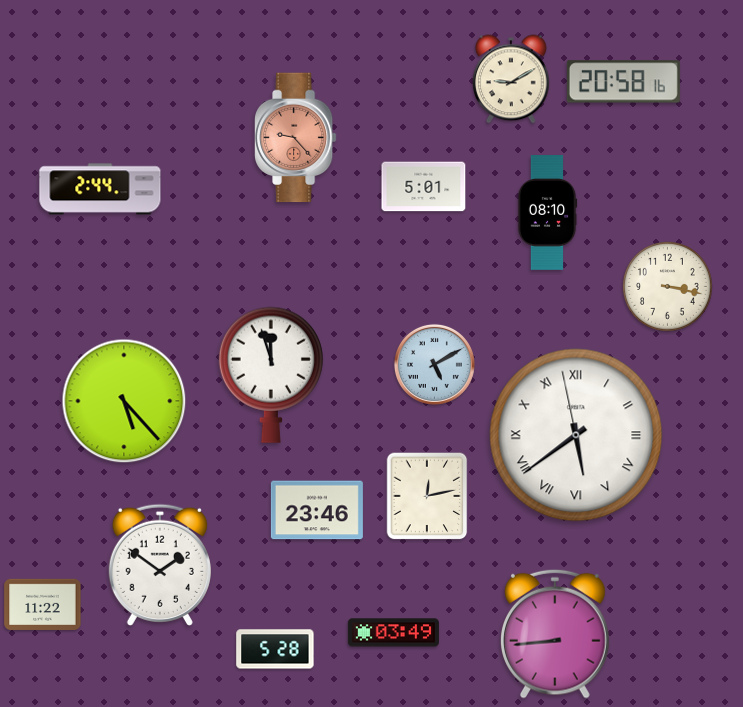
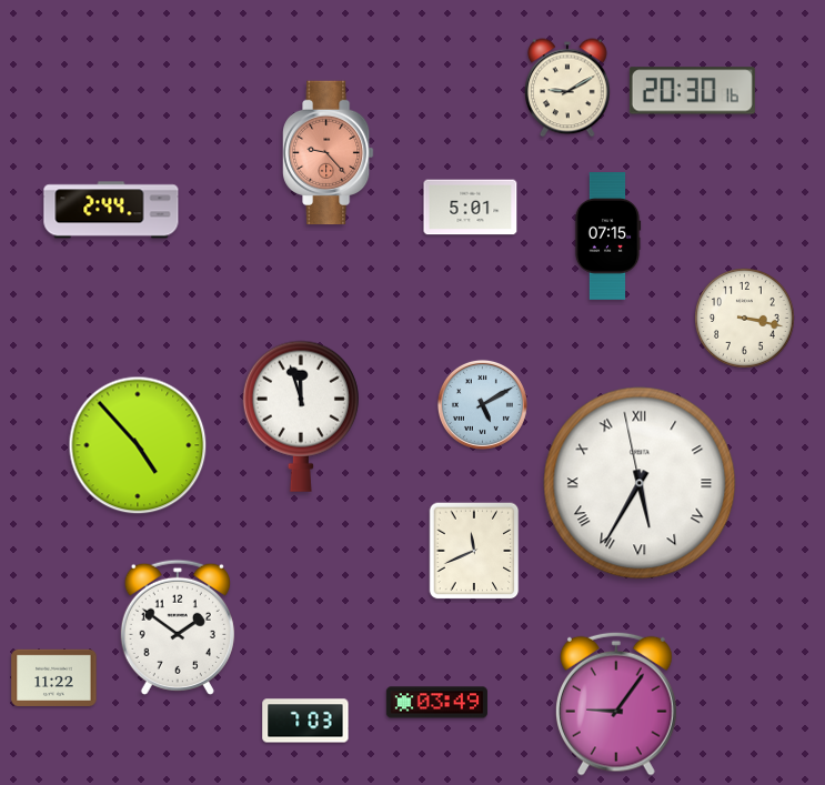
clock at (623, 82): 20:58 -> 20:30
clock at (547, 213): 08:10 -> 07:15
clock at (668, 287) position: (668, 287) -> (745, 319)
clock at (124, 401): 5:23 -> 4:53
clock at (576, 435): 5:38 -> 5:34
clock at (427, 496): 12:13 -> 11:41
clock at (317, 510): 23:46 -> none
clock at (43, 604) position: (43, 604) -> (54, 677)
clock at (556, 634): 8:44 -> 9:06
clock at (275, 649): 5:28 -> 7:03
